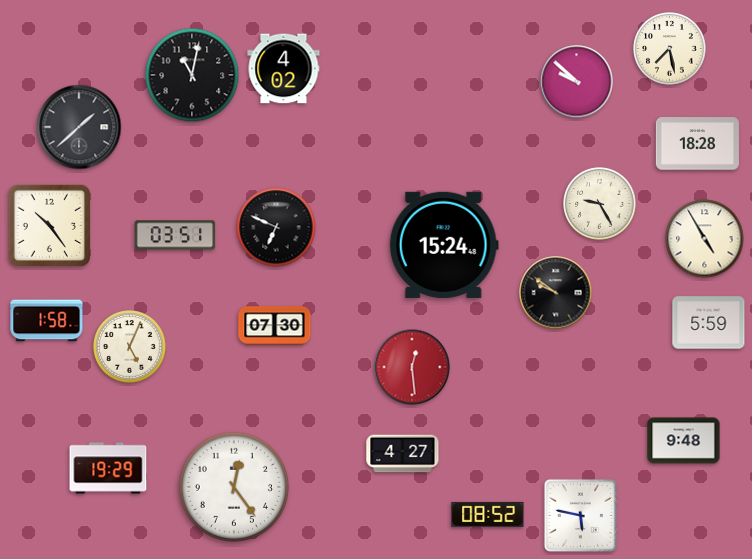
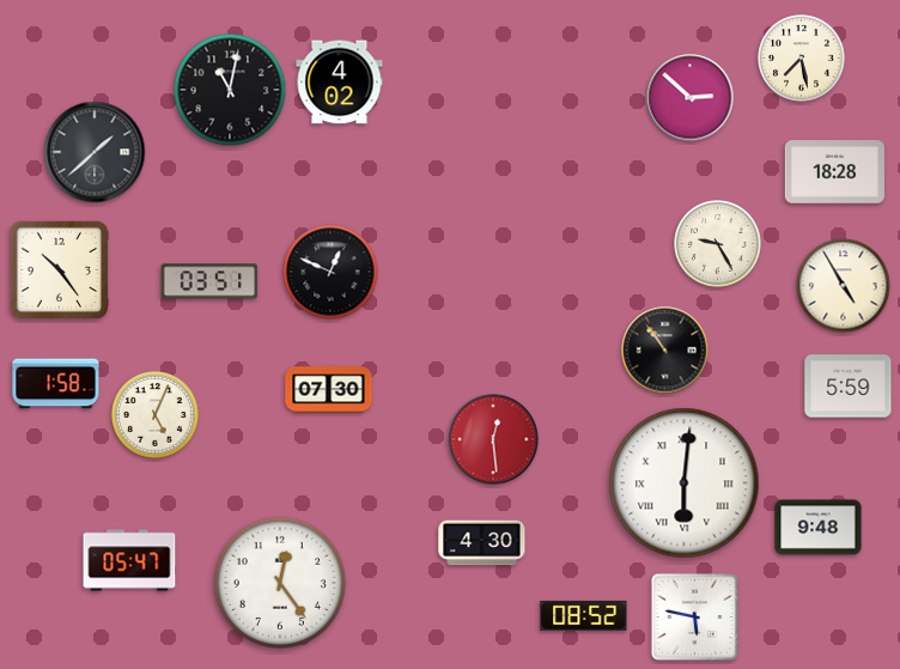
clock at (577, 82): 9:52 -> 2:52
clock at (276, 227): 6:49 -> 12:49
clock at (444, 245): 15:24 -> none
clock at (556, 293): 9:51 -> 10:54
clock at (685, 483): none -> 6:01
clock at (403, 454): 4:27 -> 4:30
clock at (108, 468): 19:29 -> 05:47
